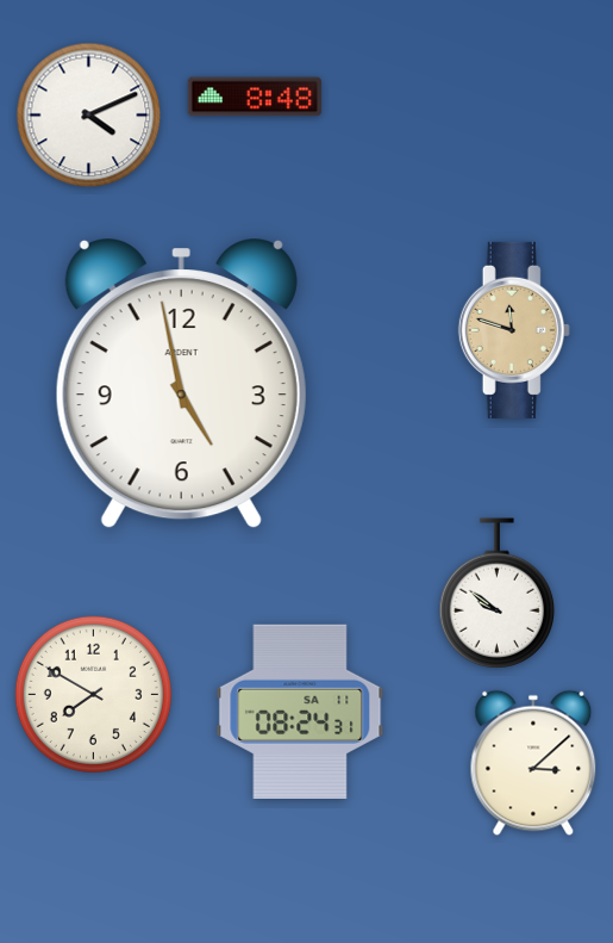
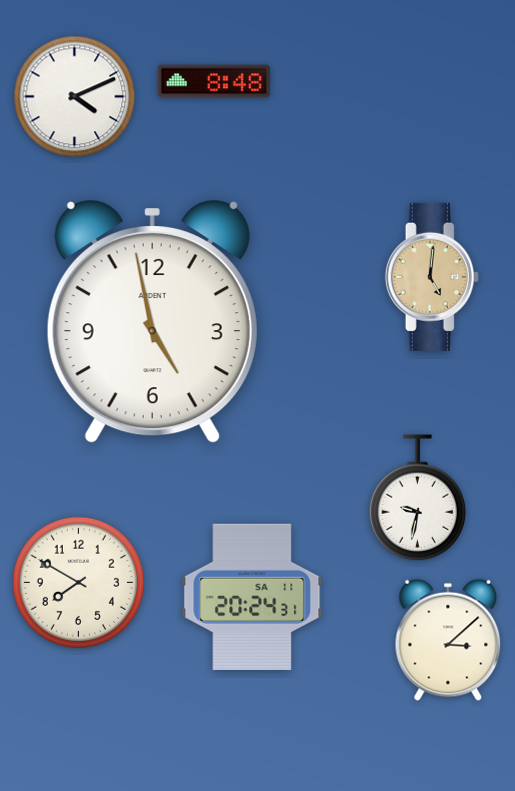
clock at (514, 330): 11:48 -> 5:01
clock at (498, 594): 9:51 -> 9:32
clock at (300, 712): 08:24 -> 20:24
